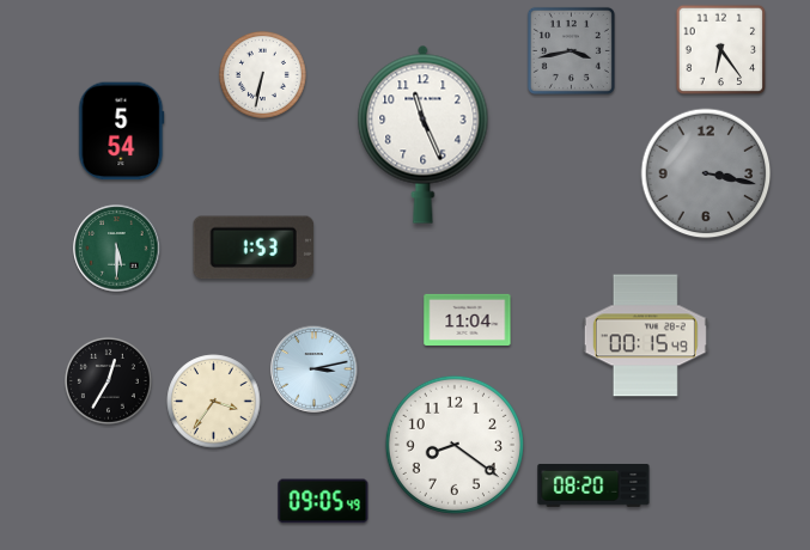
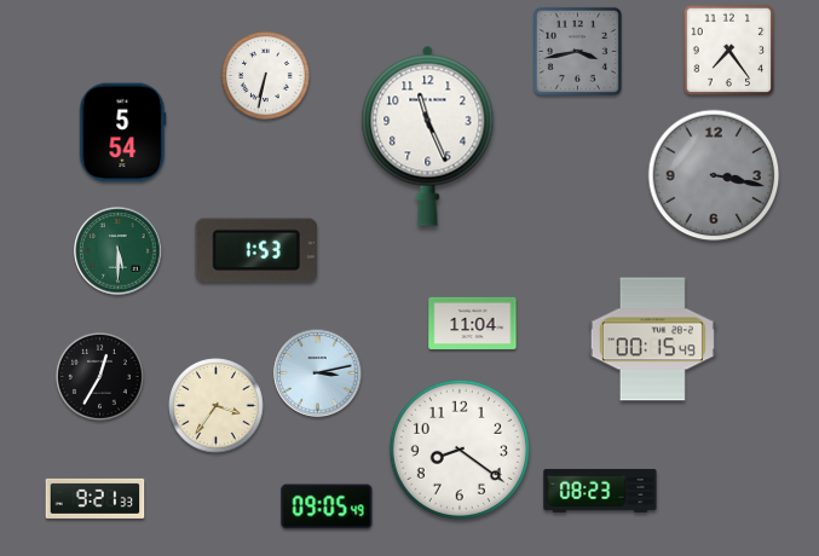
clock at (721, 50): 6:24 -> 7:24
clock at (108, 380) position: (108, 380) -> (99, 376)
clock at (593, 485): 08:20 -> 08:23
clock at (96, 498): none -> 9:21
